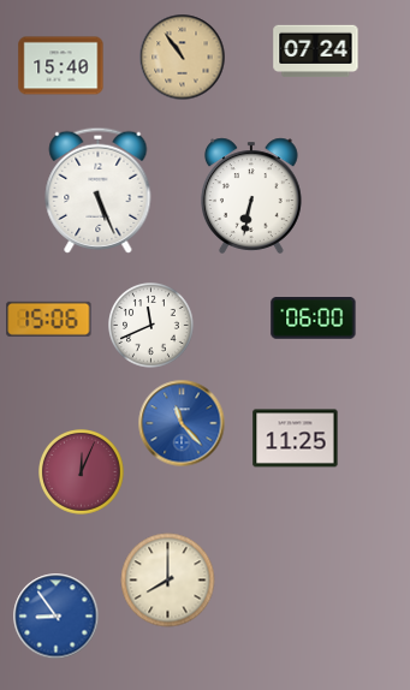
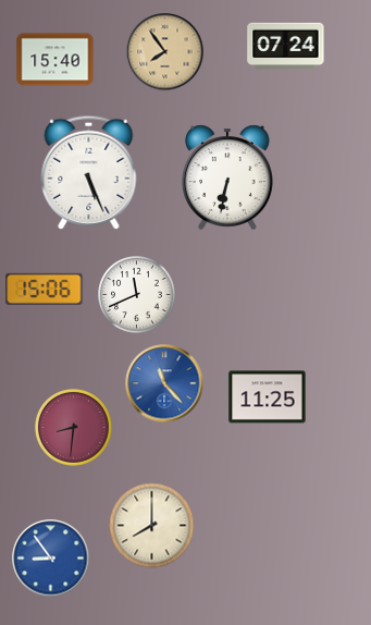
clock at (183, 58): 10:54 -> 7:54
clock at (314, 319): 06:00 -> none
clock at (82, 472): 12:04 -> 8:31
